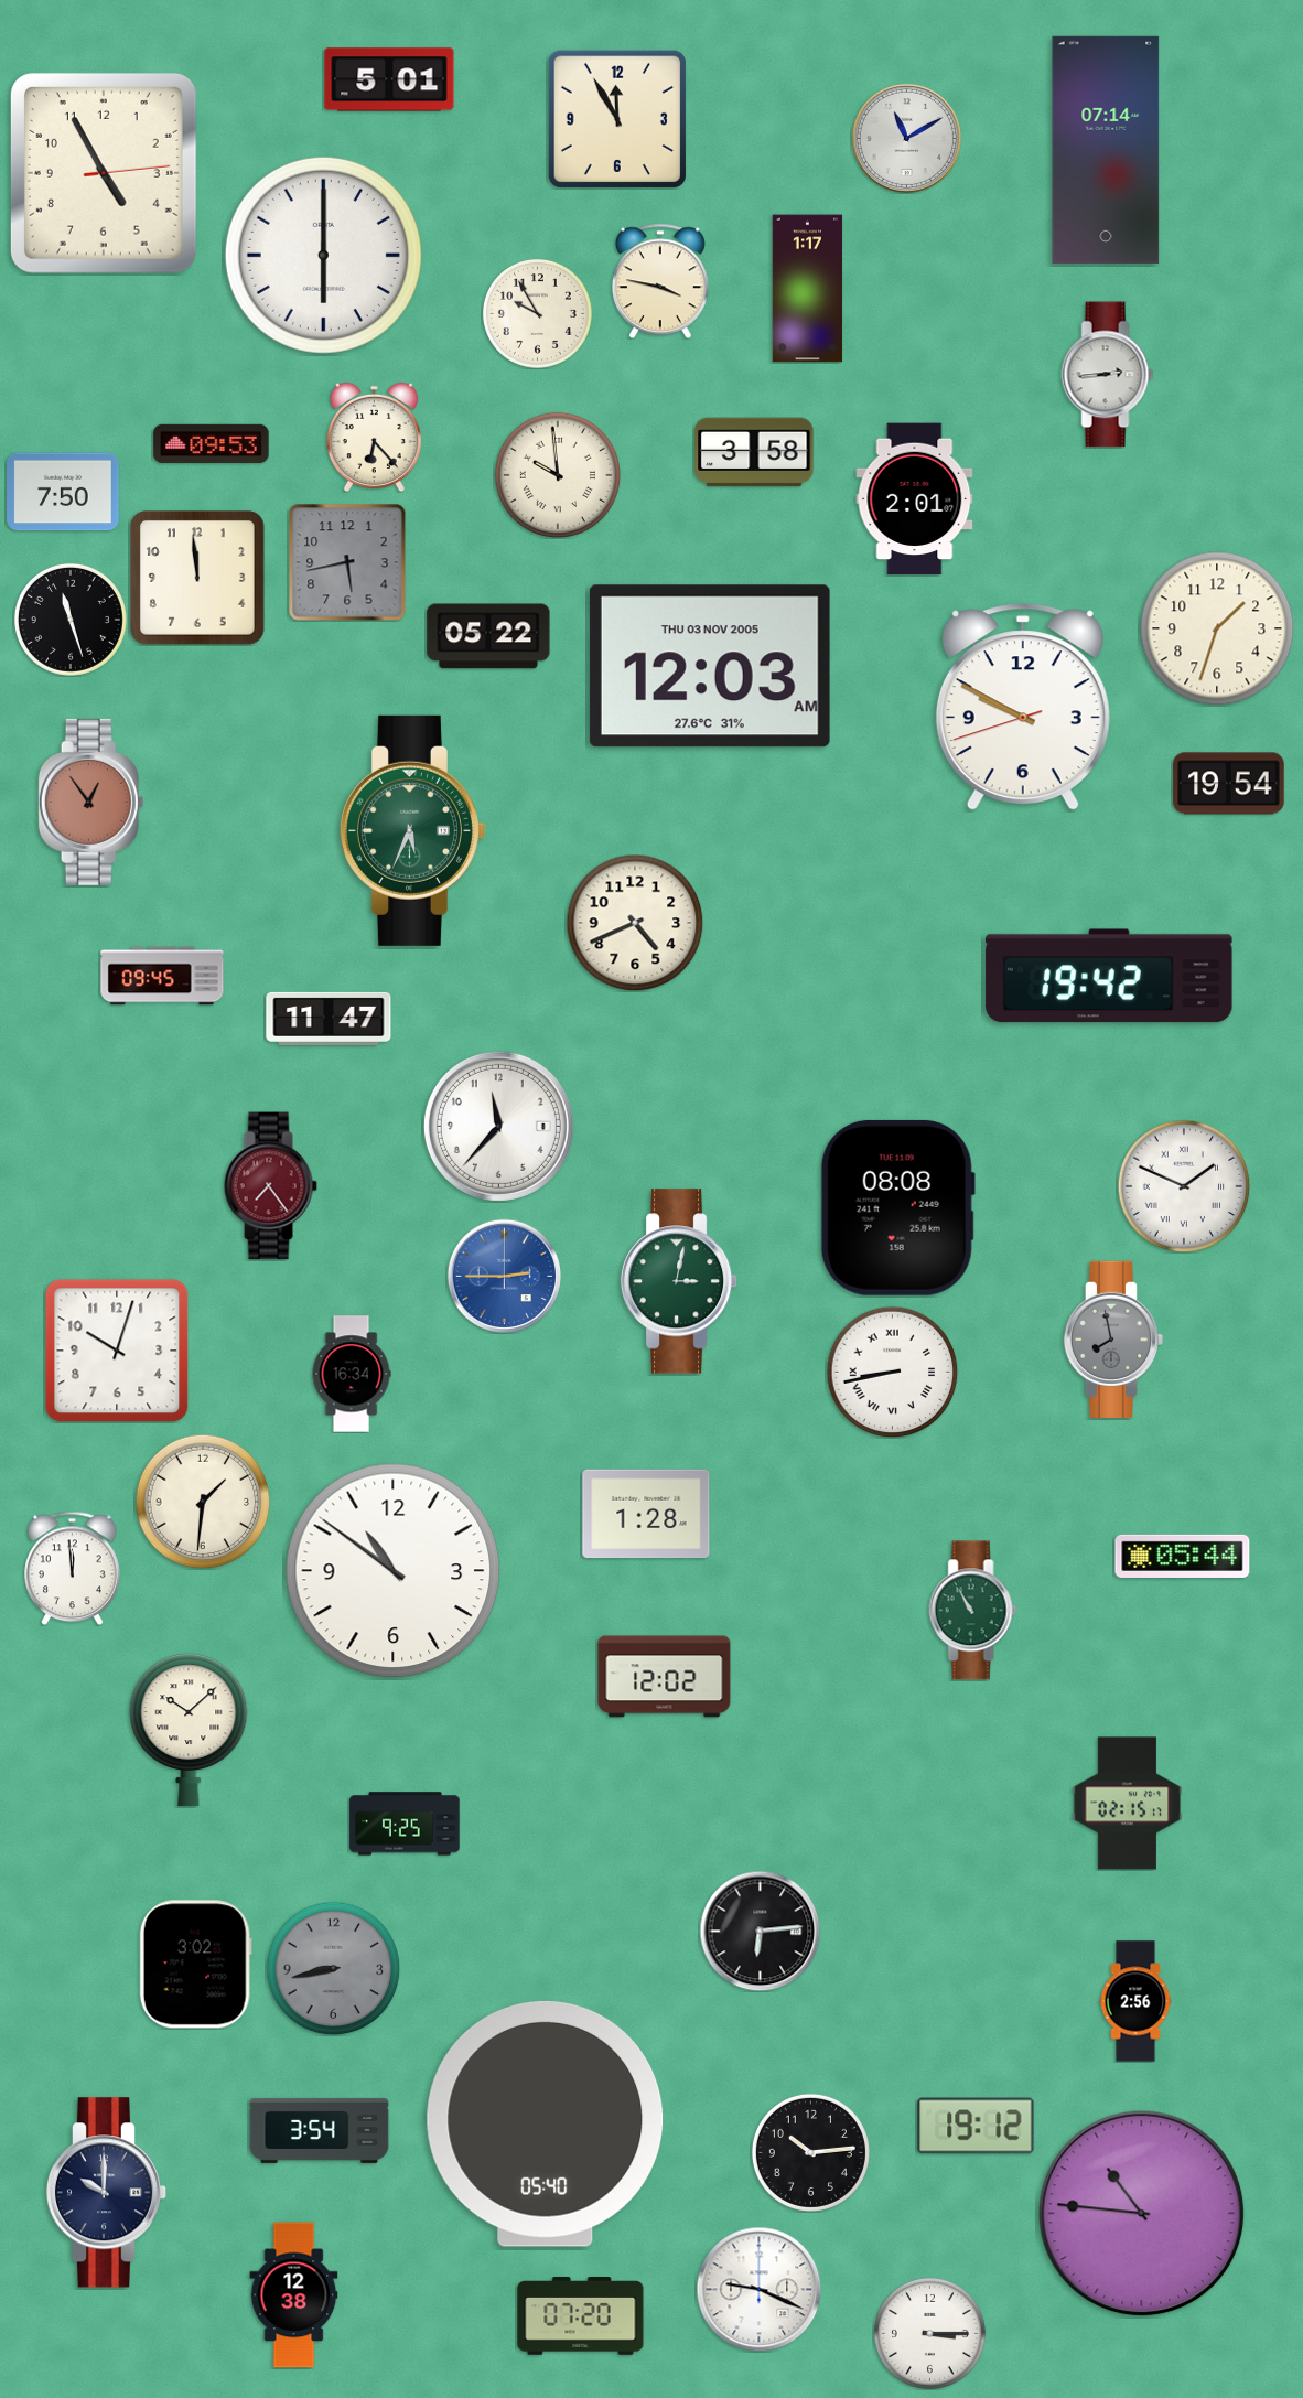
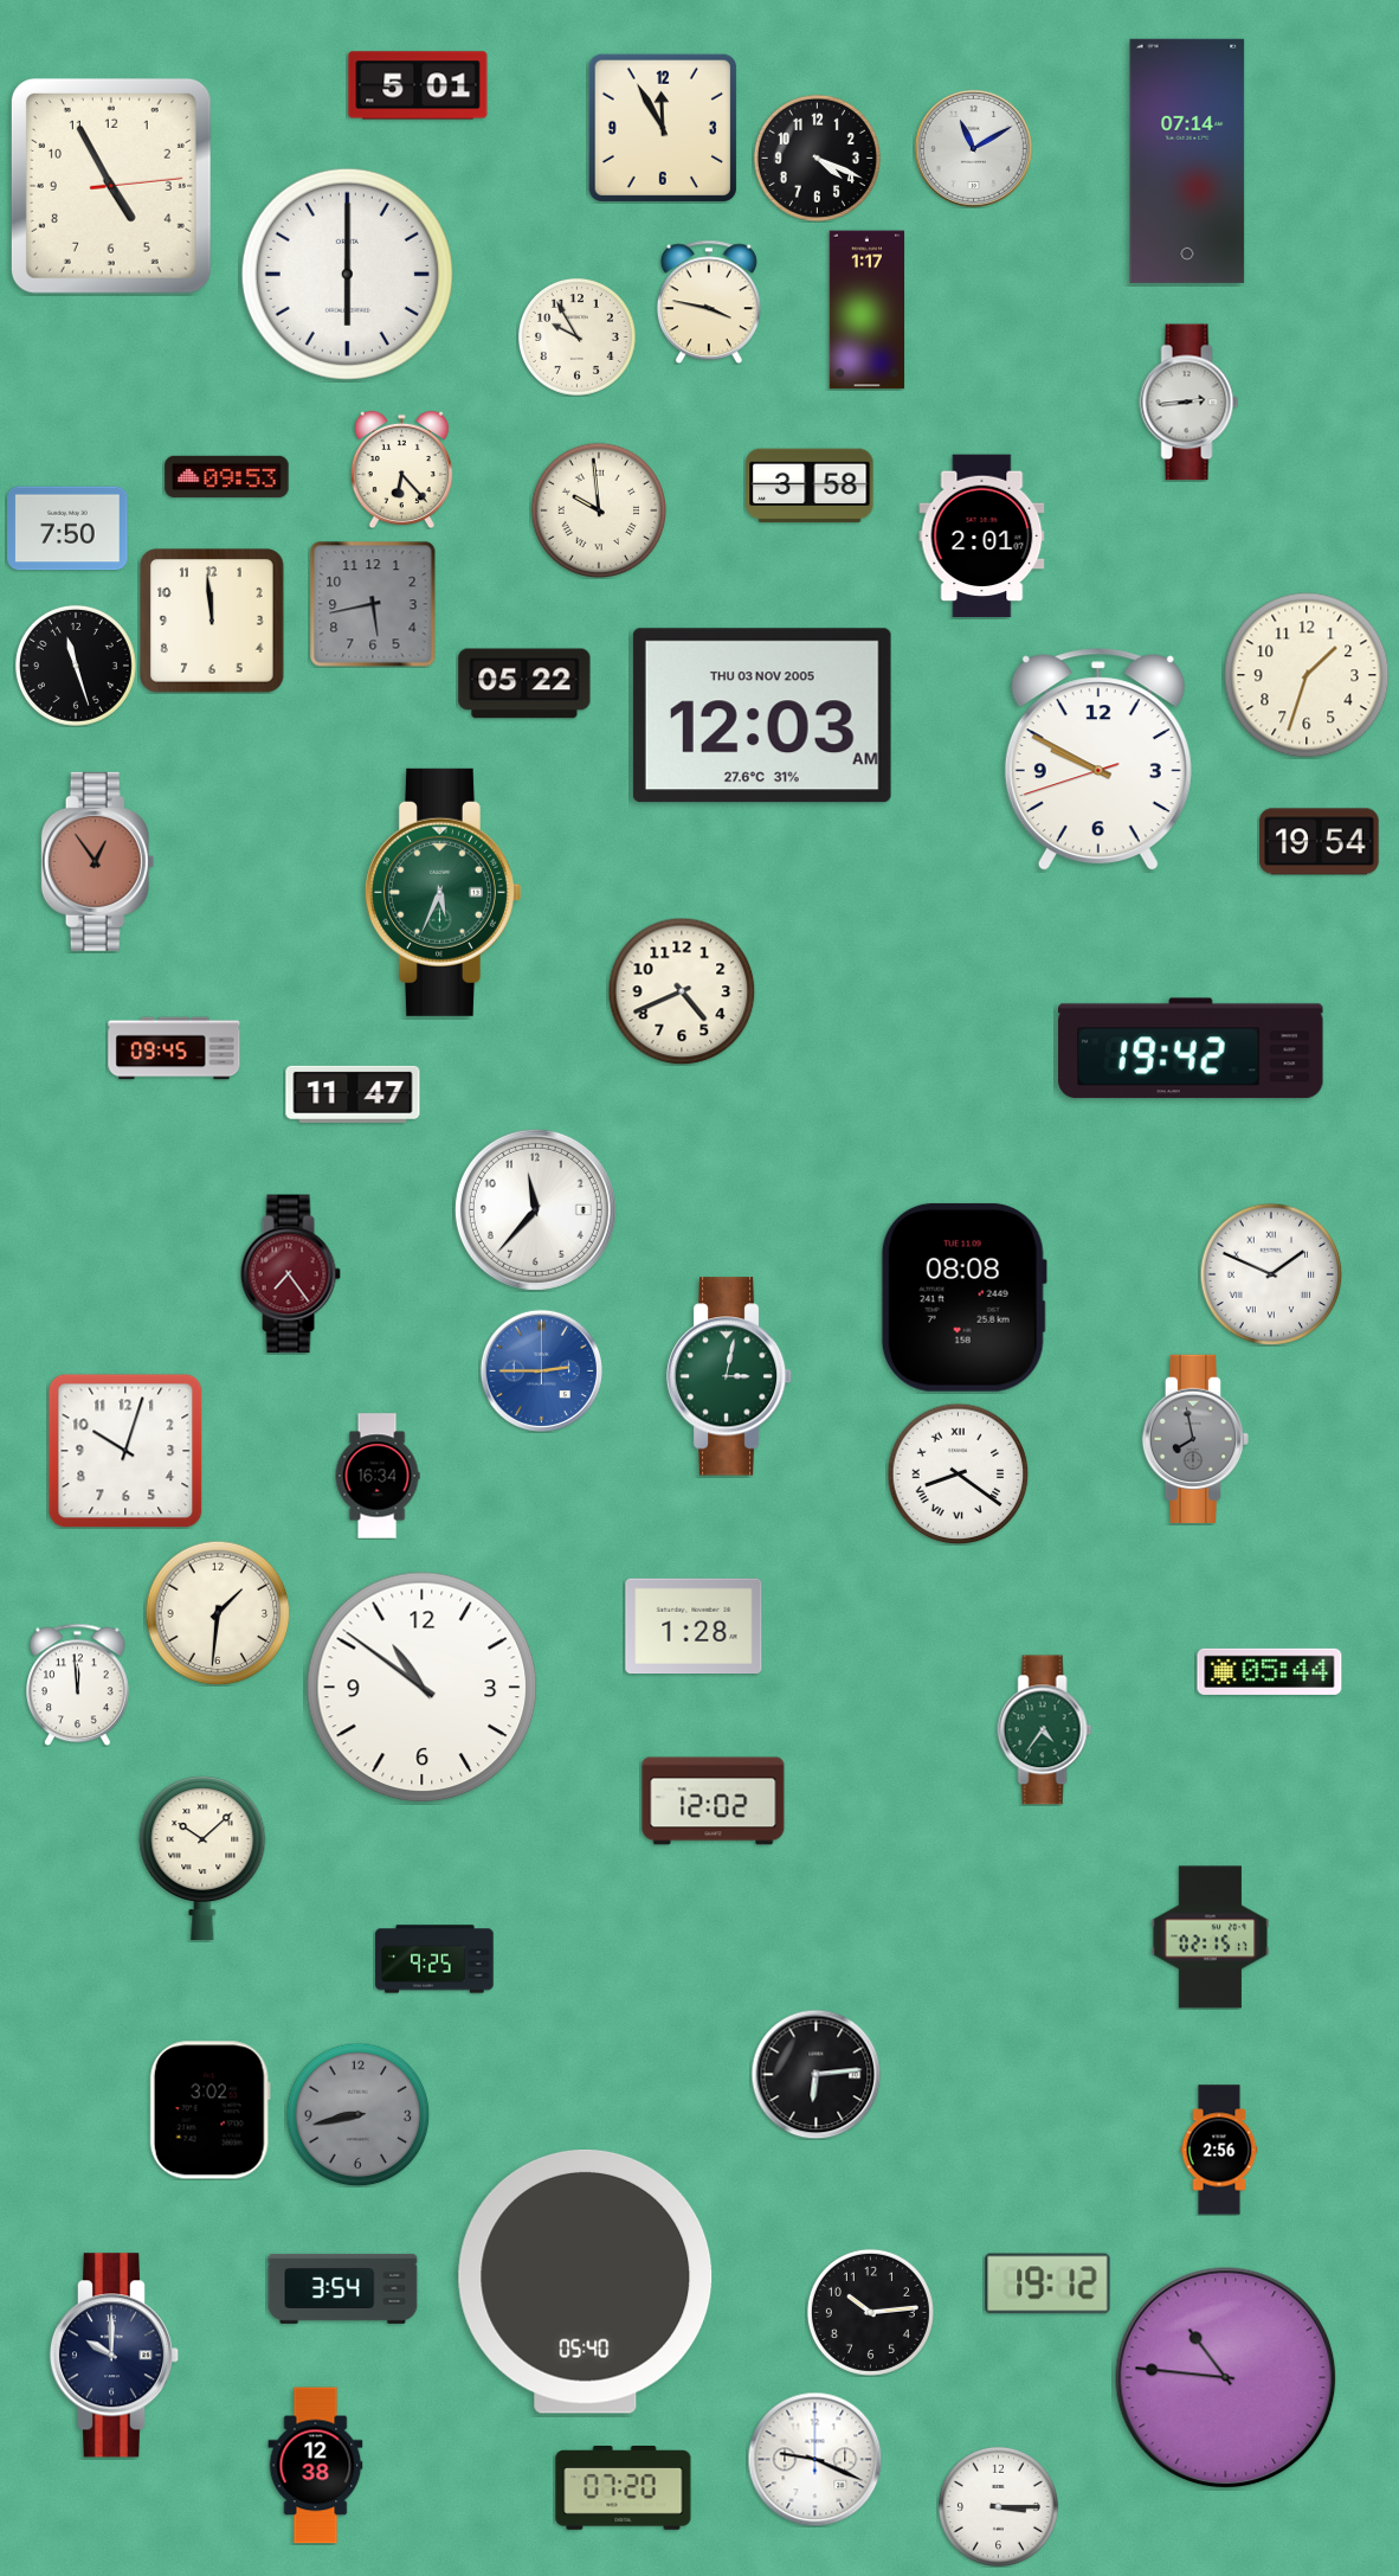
clock at (817, 158): none -> 4:19
clock at (892, 1372): 8:43 -> 8:21
clock at (973, 1611): 10:55 -> 4:36
